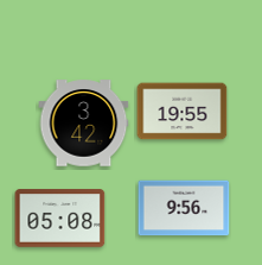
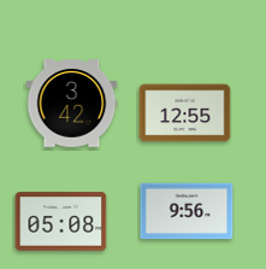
clock at (183, 112): 19:55 -> 12:55
clock at (84, 124) position: (84, 124) -> (72, 104)
